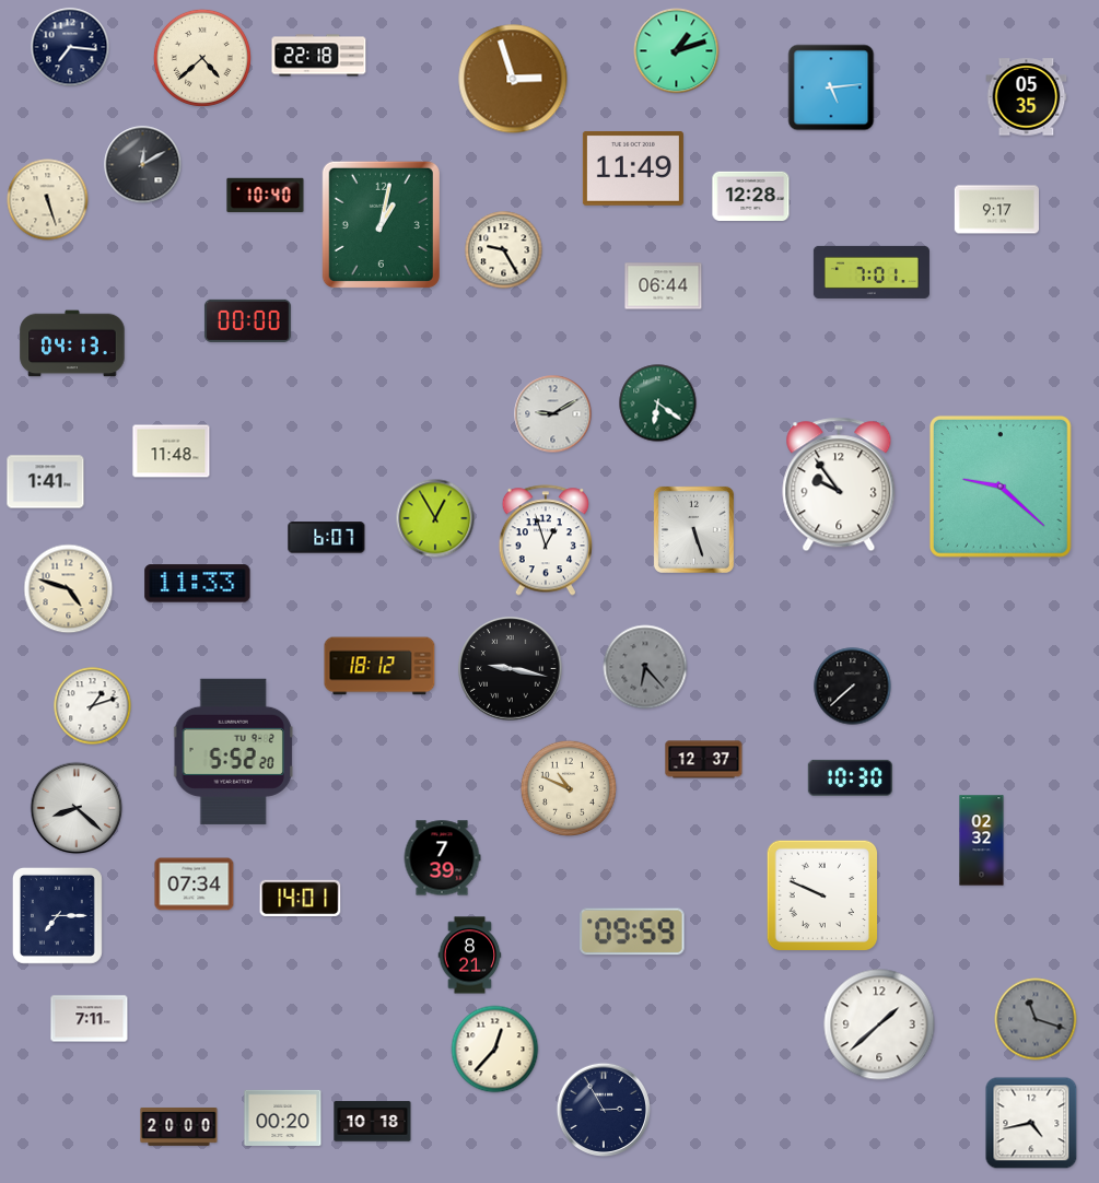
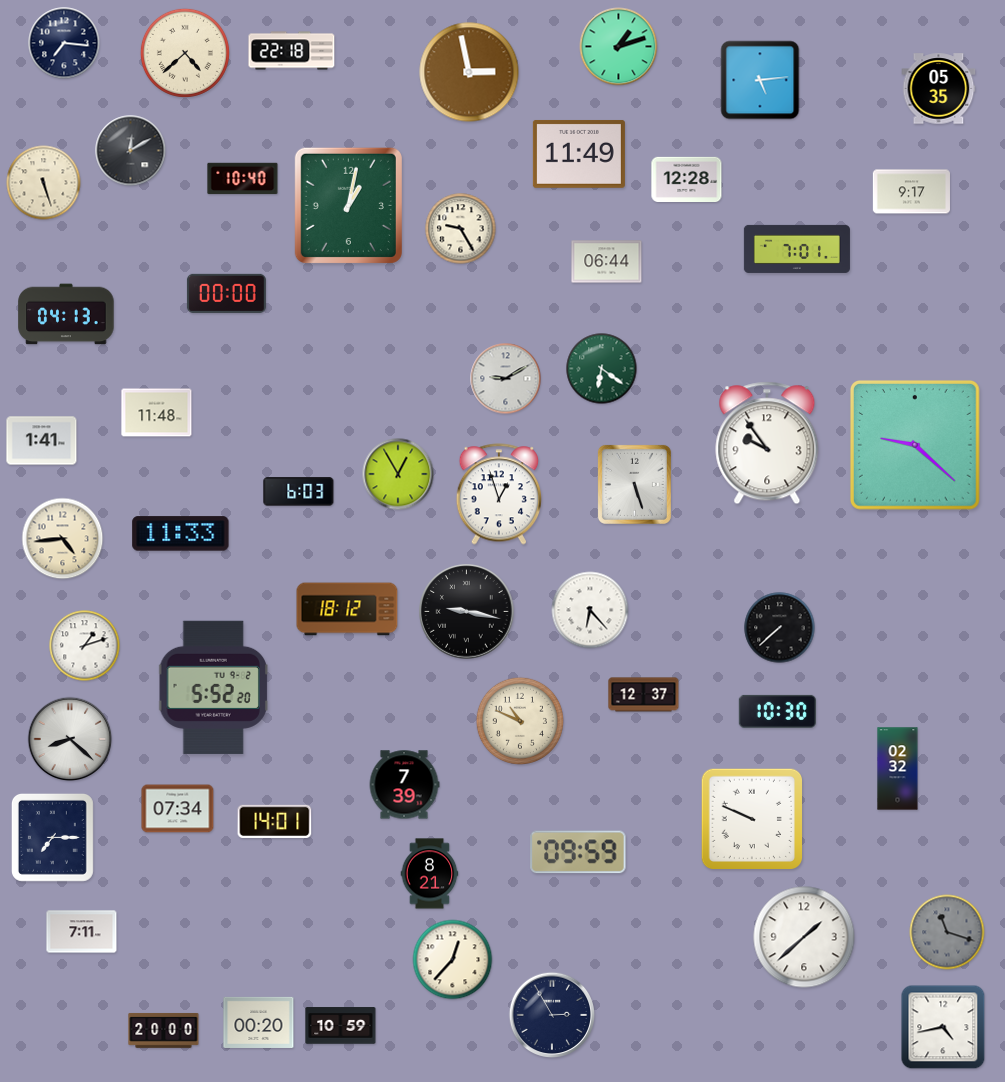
clock at (513, 79): 2:57 -> 2:58
clock at (327, 538): 6:07 -> 6:03
clock at (69, 589): 4:48 -> 4:44
clock at (645, 667) dial: grey -> white
clock at (373, 1122): 10:18 -> 10:59
